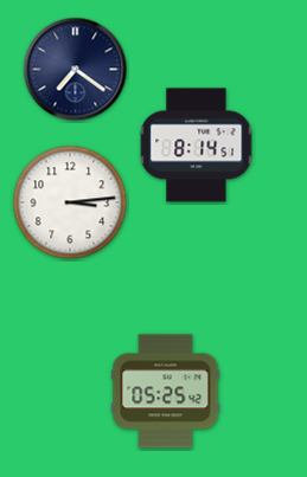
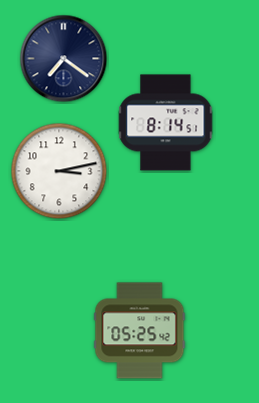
clock at (70, 202): 3:14 -> 3:13
